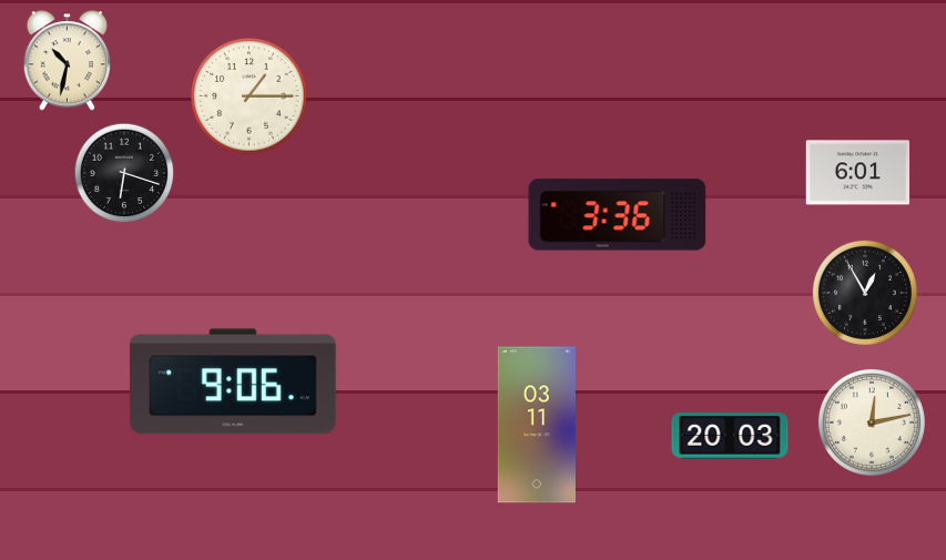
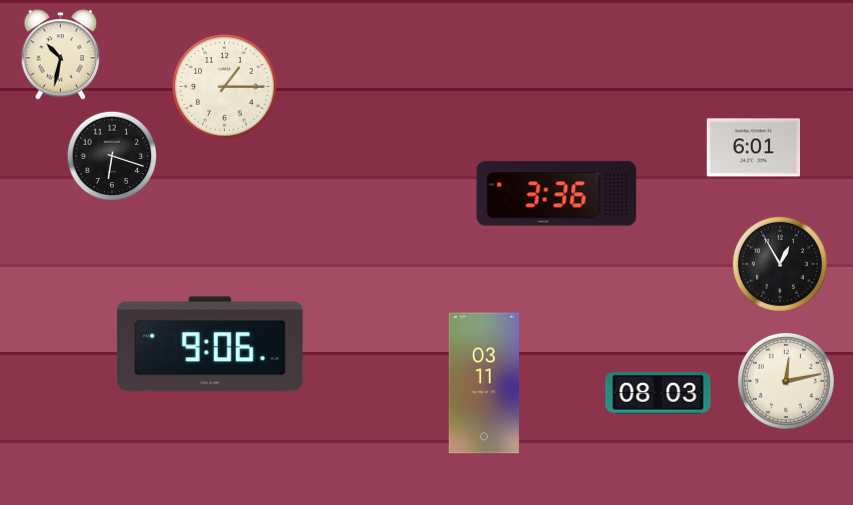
clock at (858, 173) position: (858, 173) -> (754, 148)
clock at (730, 437): 20:03 -> 08:03
